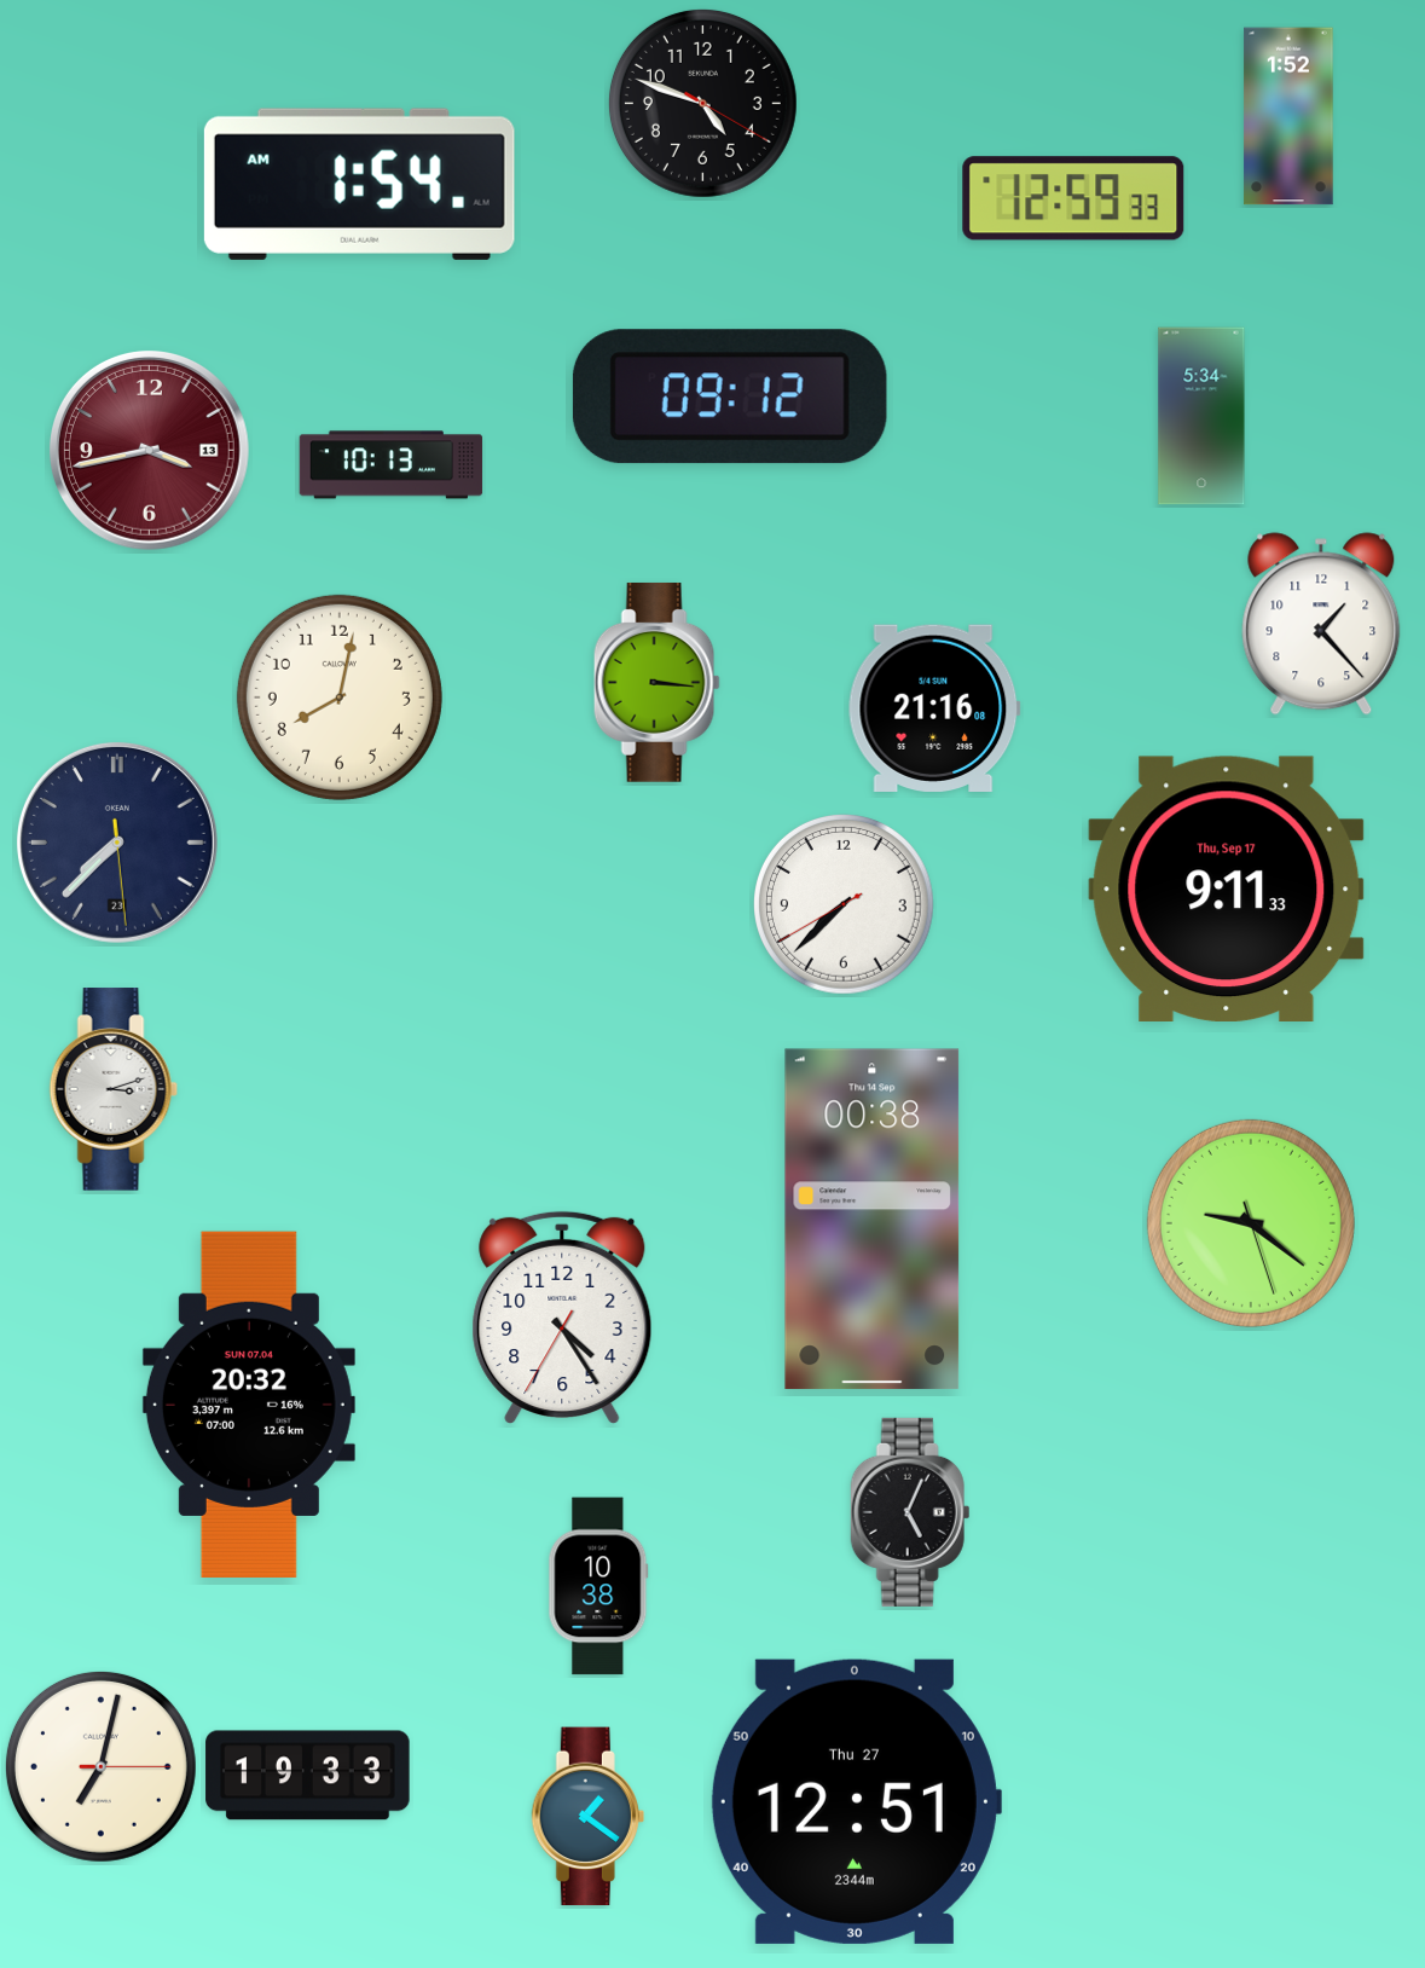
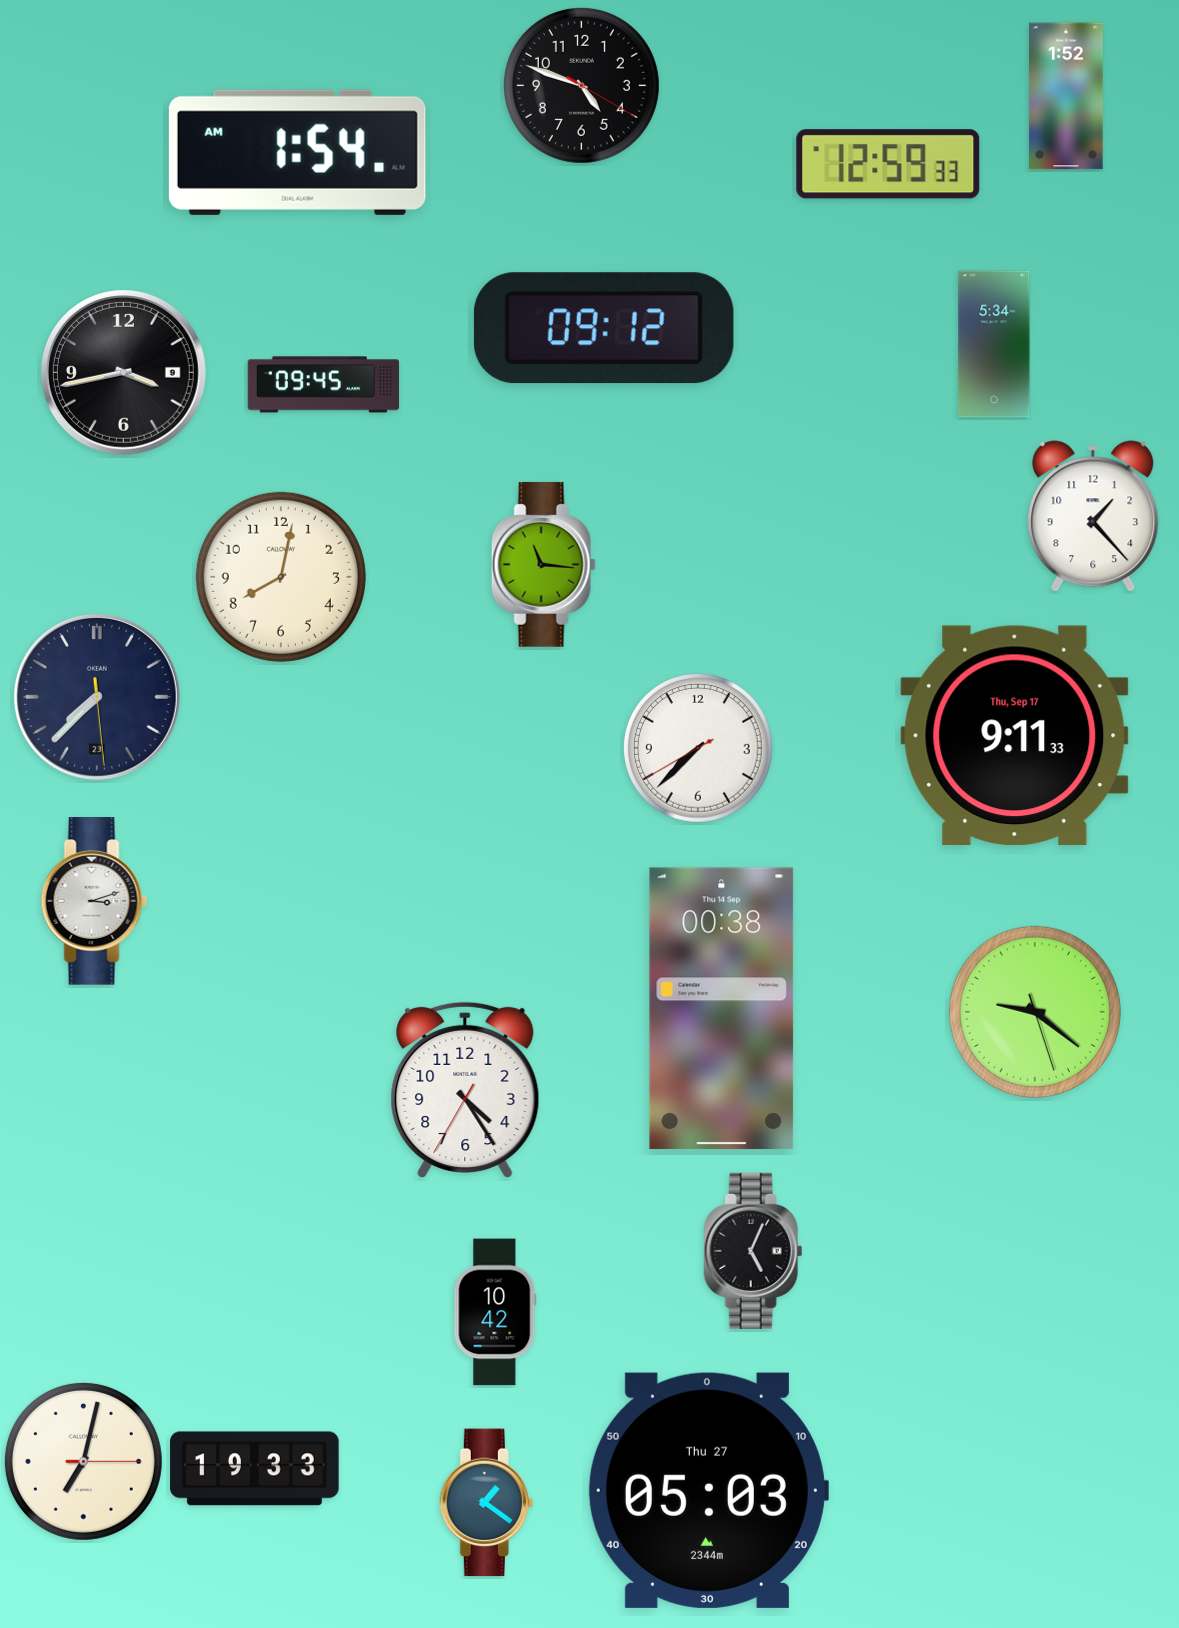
clock at (149, 450) date: 13 -> 9
clock at (149, 450) dial: burgundy -> black
clock at (392, 465): 10:13 -> 09:45
clock at (656, 682): 3:16 -> 11:16
clock at (934, 708): 21:16 -> none
clock at (249, 1403): 20:32 -> none
clock at (598, 1586): 10:38 -> 10:42
clock at (856, 1801): 12:51 -> 05:03
